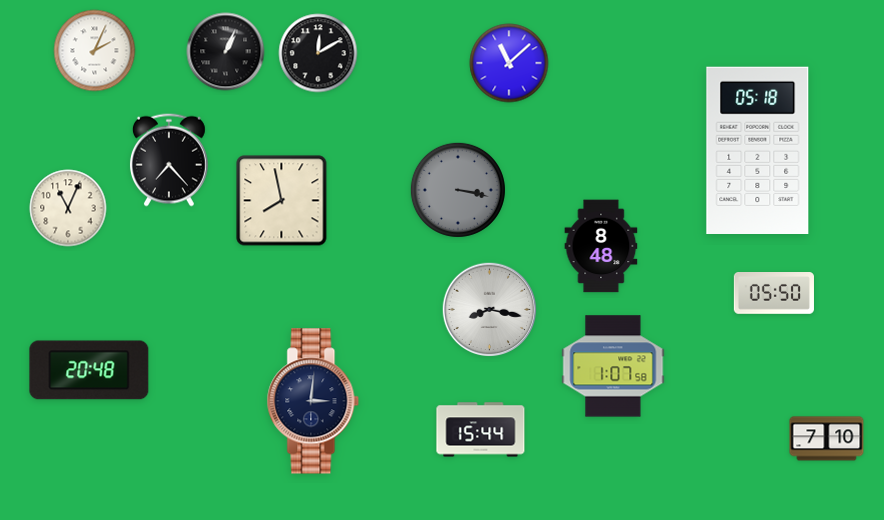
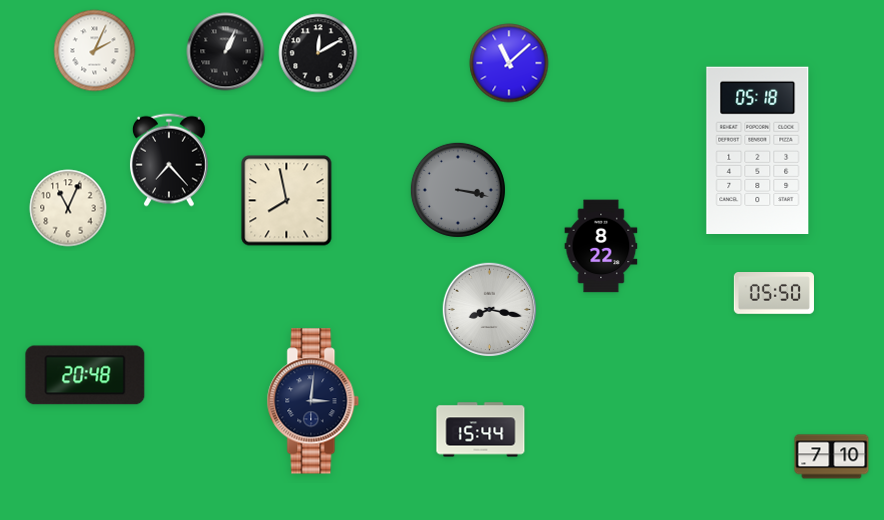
clock at (282, 201) position: (282, 201) -> (287, 201)
clock at (601, 246): 8:48 -> 8:22
clock at (613, 366): 1:07 -> none
clock at (89, 370) position: (89, 370) -> (85, 375)
clock at (827, 439) position: (827, 439) -> (832, 457)
